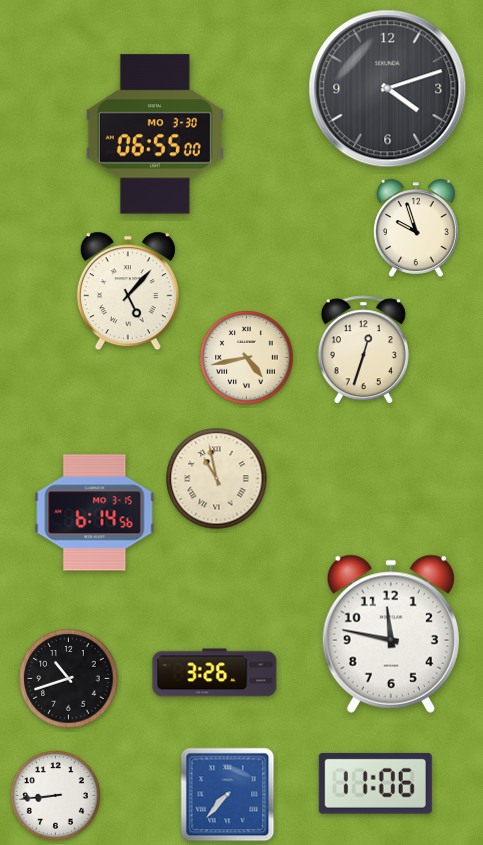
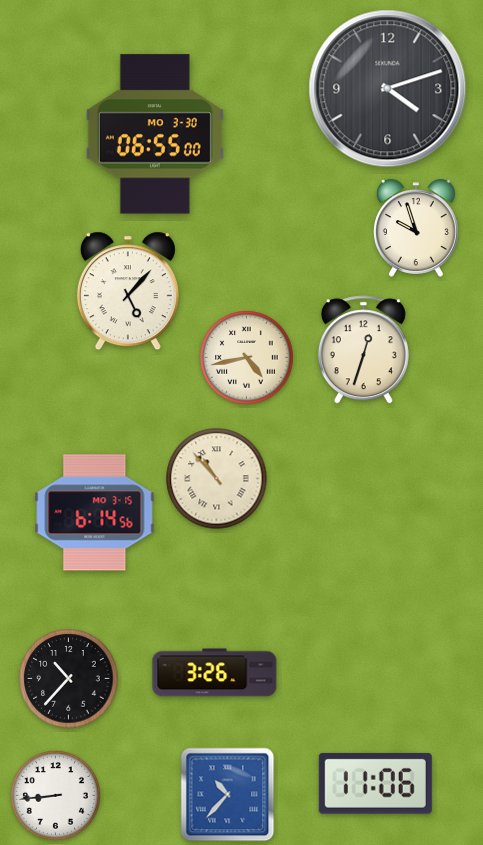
clock at (217, 479): 10:58 -> 10:53
clock at (391, 634): 11:47 -> none
clock at (69, 679): 10:42 -> 10:37
clock at (228, 795): 7:37 -> 10:37
